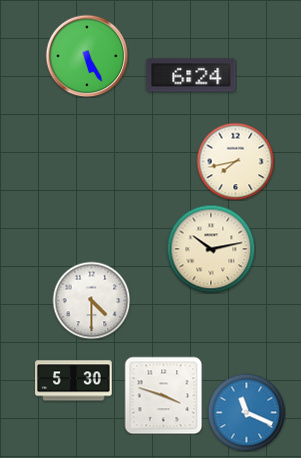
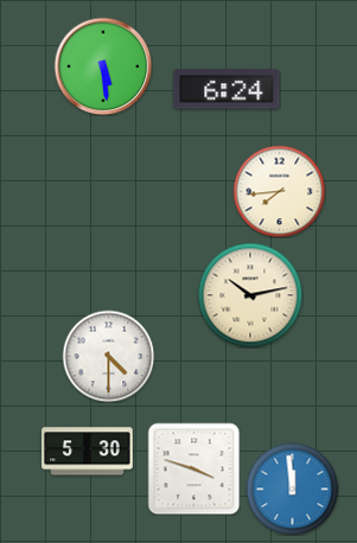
clock at (87, 56): 5:25 -> 5:29
clock at (235, 161): 7:43 -> 7:44
clock at (246, 412): 11:19 -> 11:59
